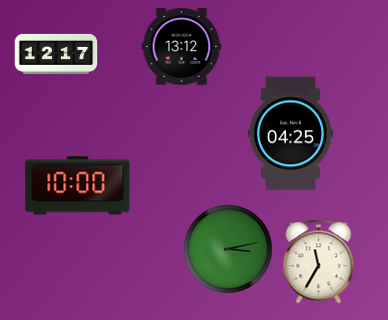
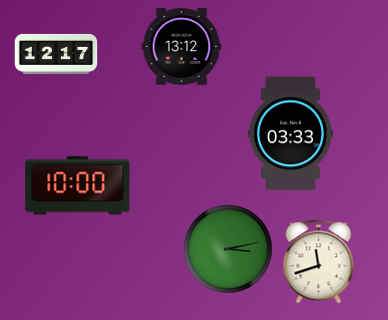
clock at (290, 134): 04:25 -> 03:33
clock at (319, 262): 11:35 -> 11:42
